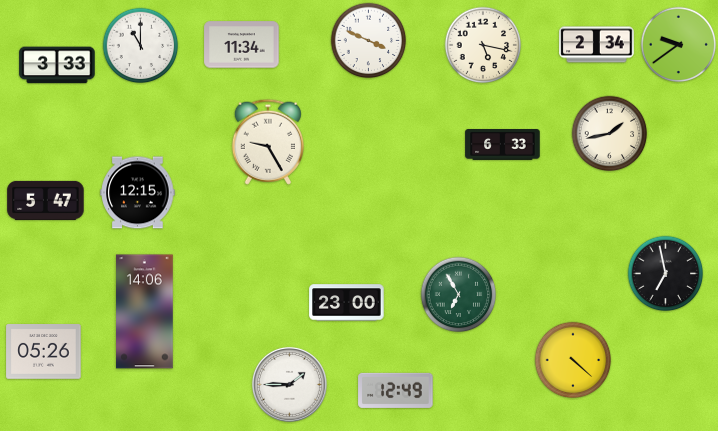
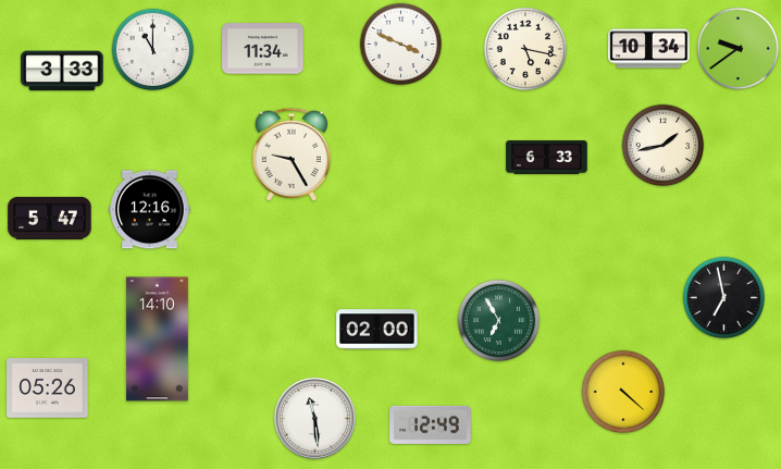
clock at (597, 45): 2:34 -> 10:34
clock at (138, 193): 12:15 -> 12:16
clock at (347, 303): 23:00 -> 02:00
clock at (145, 312): 14:06 -> 14:10
clock at (44, 352) position: (44, 352) -> (48, 388)
clock at (289, 384): 1:45 -> 11:29
